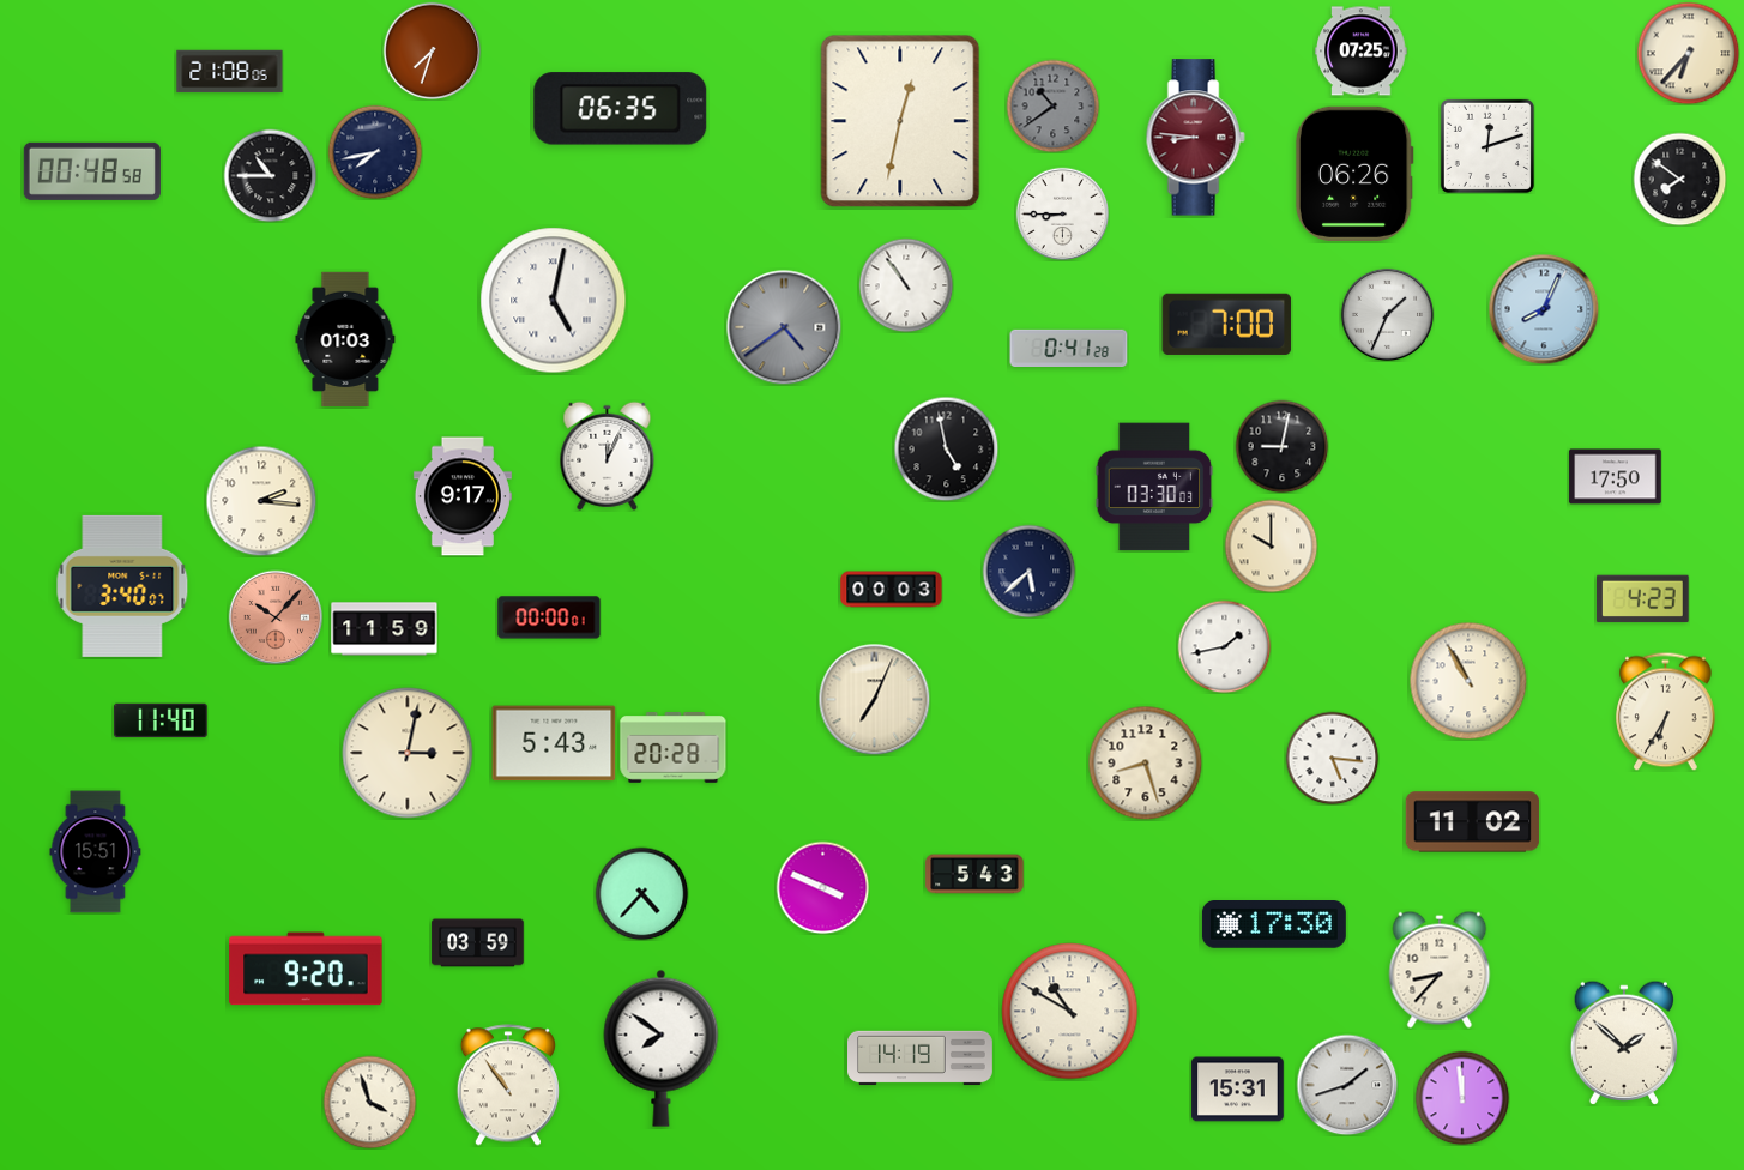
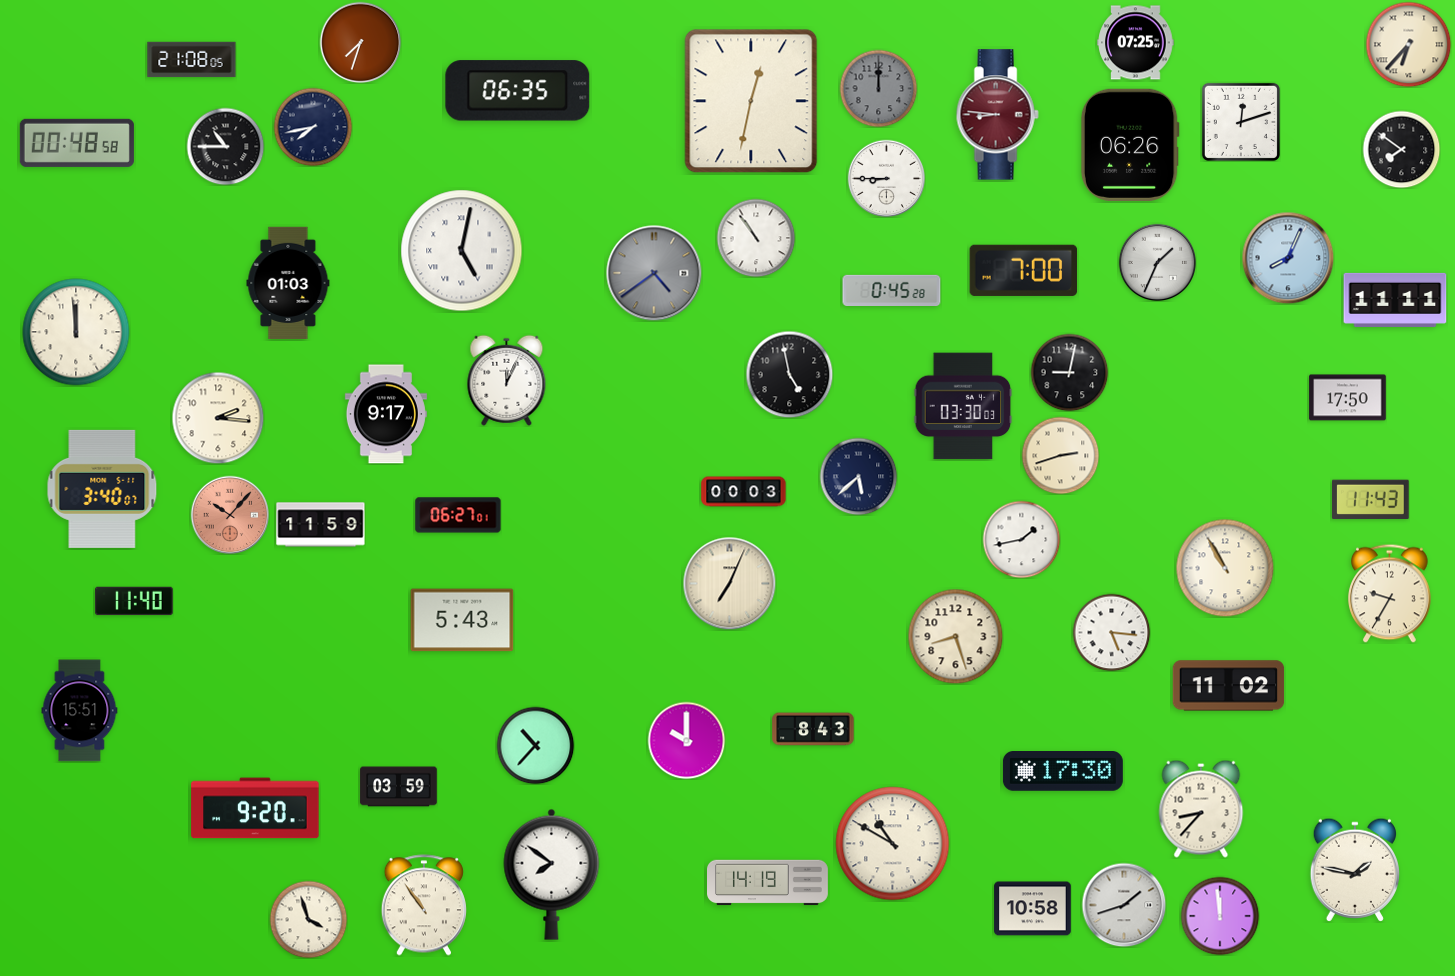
clock at (1052, 105): 10:39 -> 12:00
clock at (1069, 348): 0:41 -> 0:45
clock at (1395, 300): none -> 11:11
clock at (76, 332): none -> 11:59
clock at (1271, 545): 10:00 -> 2:42
clock at (1643, 599): 4:23 -> 11:43
clock at (549, 617): 00:00 -> 06:27
clock at (1666, 711): 6:35 -> 9:35
clock at (674, 748): 20:28 -> none
clock at (408, 753): 3:02 -> none
clock at (974, 874): 5:43 -> 8:43
clock at (822, 887): 3:49 -> 10:00
clock at (641, 893): 4:37 -> 10:37
clock at (1623, 1043): 1:52 -> 1:47
clock at (1238, 1090): 15:31 -> 10:58
